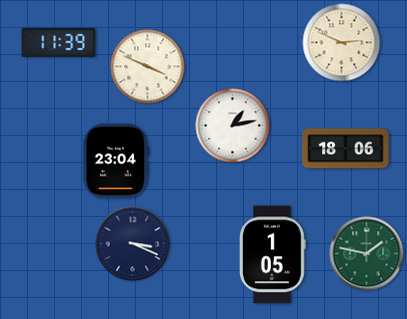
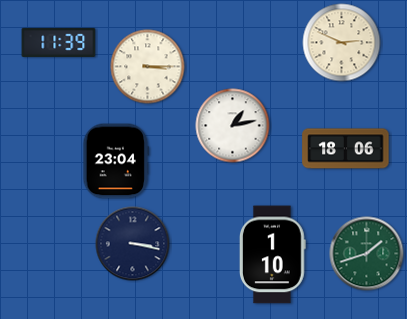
clock at (148, 67): 3:49 -> 3:15
clock at (133, 244): 3:19 -> 3:17
clock at (367, 254): 1:47 -> 1:42
clock at (272, 255): 1:05 -> 1:10
